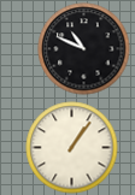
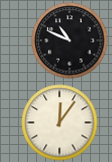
clock at (72, 148): 1:06 -> 12:06
